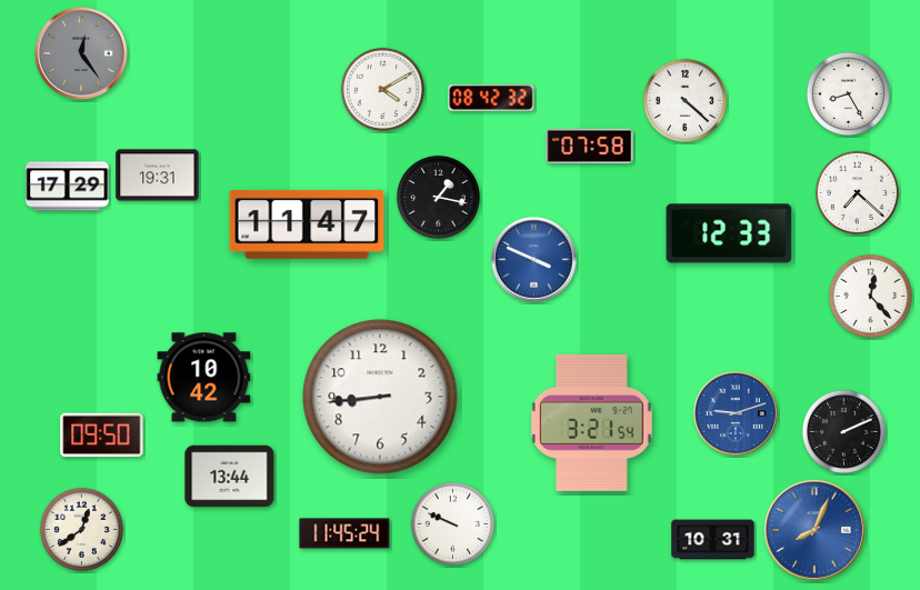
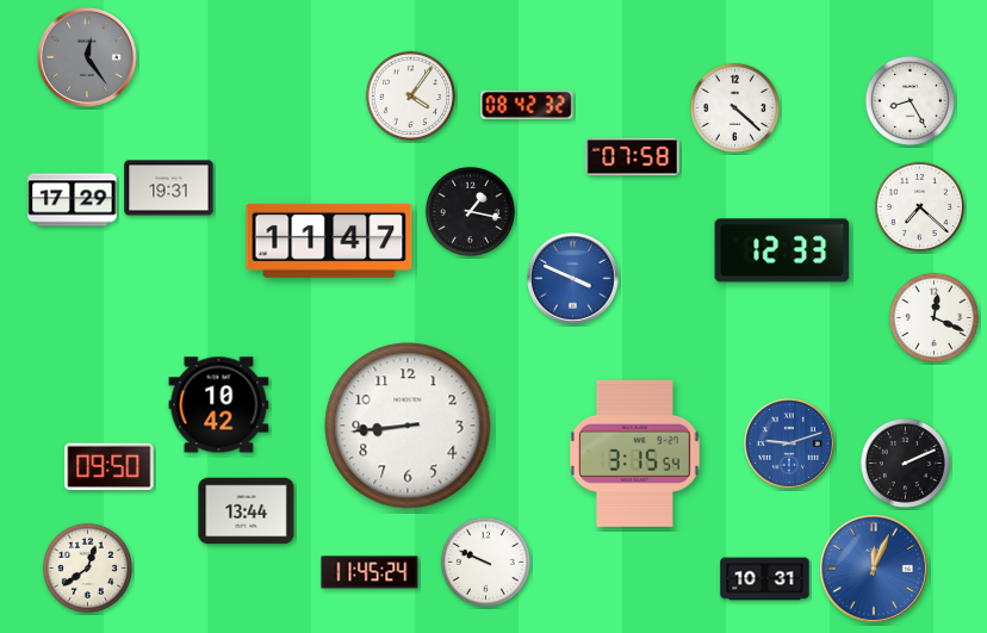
clock at (382, 89): 4:10 -> 4:06
clock at (870, 296): 12:23 -> 12:19
clock at (592, 422): 3:21 -> 3:15
clock at (814, 530): 8:04 -> 12:04
